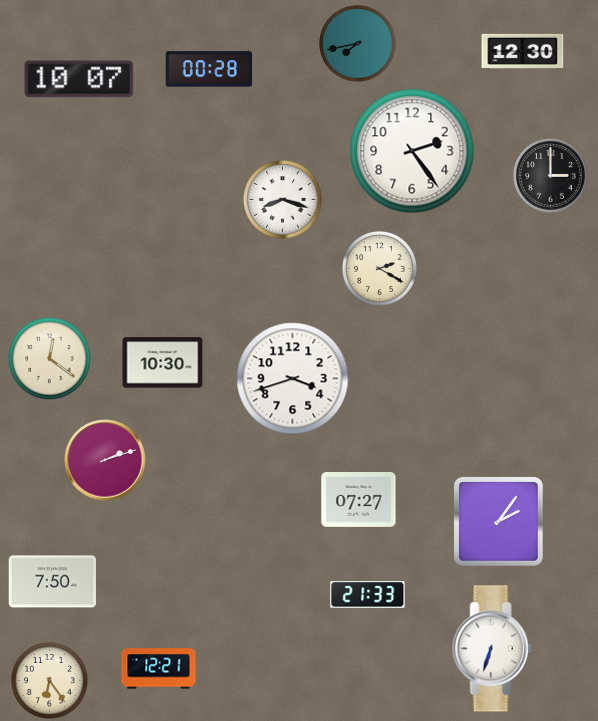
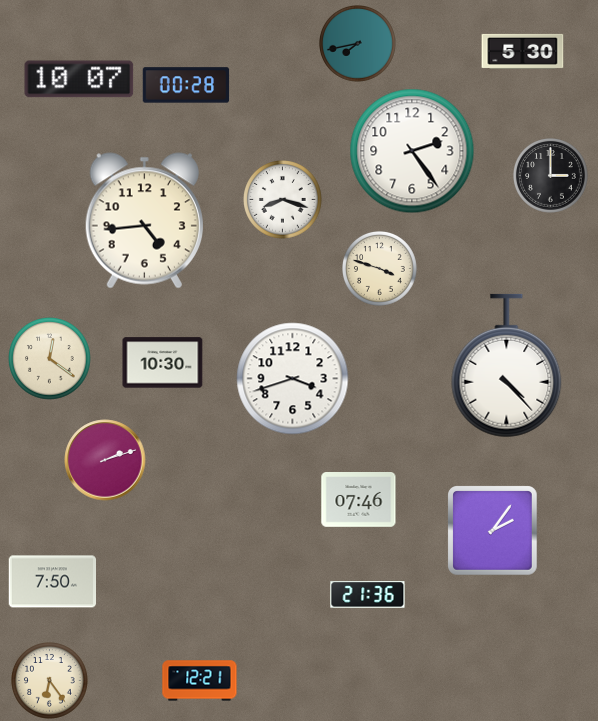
clock at (523, 51): 12:30 -> 5:30
clock at (209, 69) position: (209, 69) -> (186, 85)
clock at (144, 221): none -> 4:44
clock at (380, 269): 2:20 -> 3:48
clock at (507, 366): none -> 4:23
clock at (359, 500): 07:27 -> 07:46
clock at (499, 522) position: (499, 522) -> (493, 531)
clock at (368, 595): 21:33 -> 21:36
clock at (493, 649): 6:33 -> none
clock at (159, 669) position: (159, 669) -> (200, 681)
